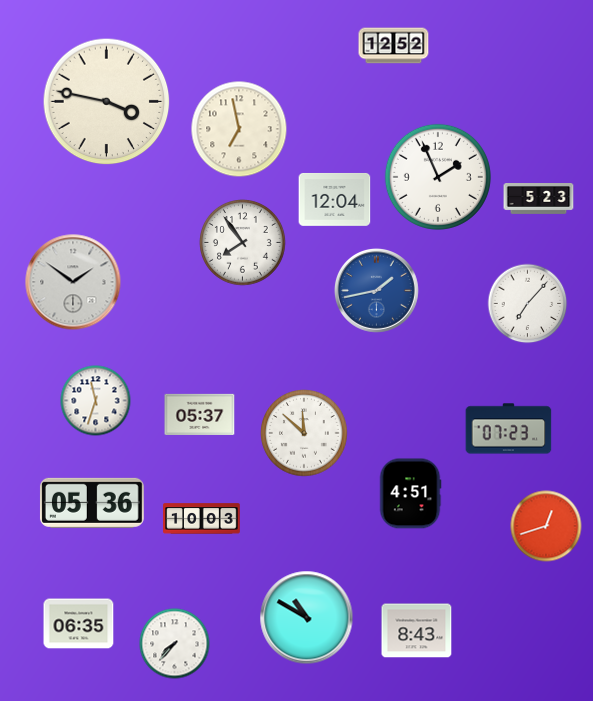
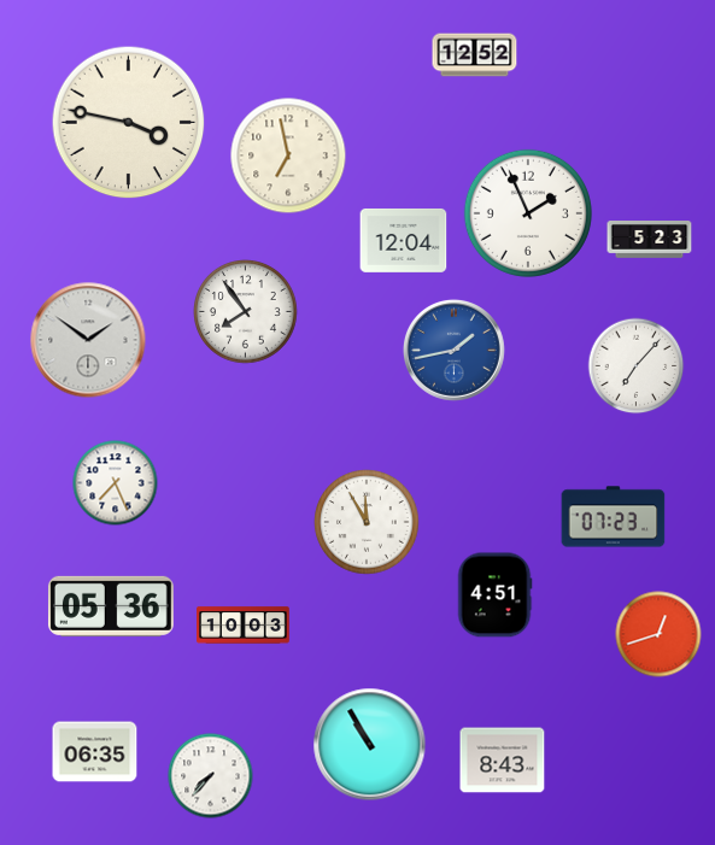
clock at (243, 243) position: (243, 243) -> (246, 312)
clock at (96, 401): 11:33 -> 7:26
clock at (200, 414): 05:37 -> none
clock at (304, 433): 11:52 -> 11:55
clock at (307, 618): 10:50 -> 10:55
